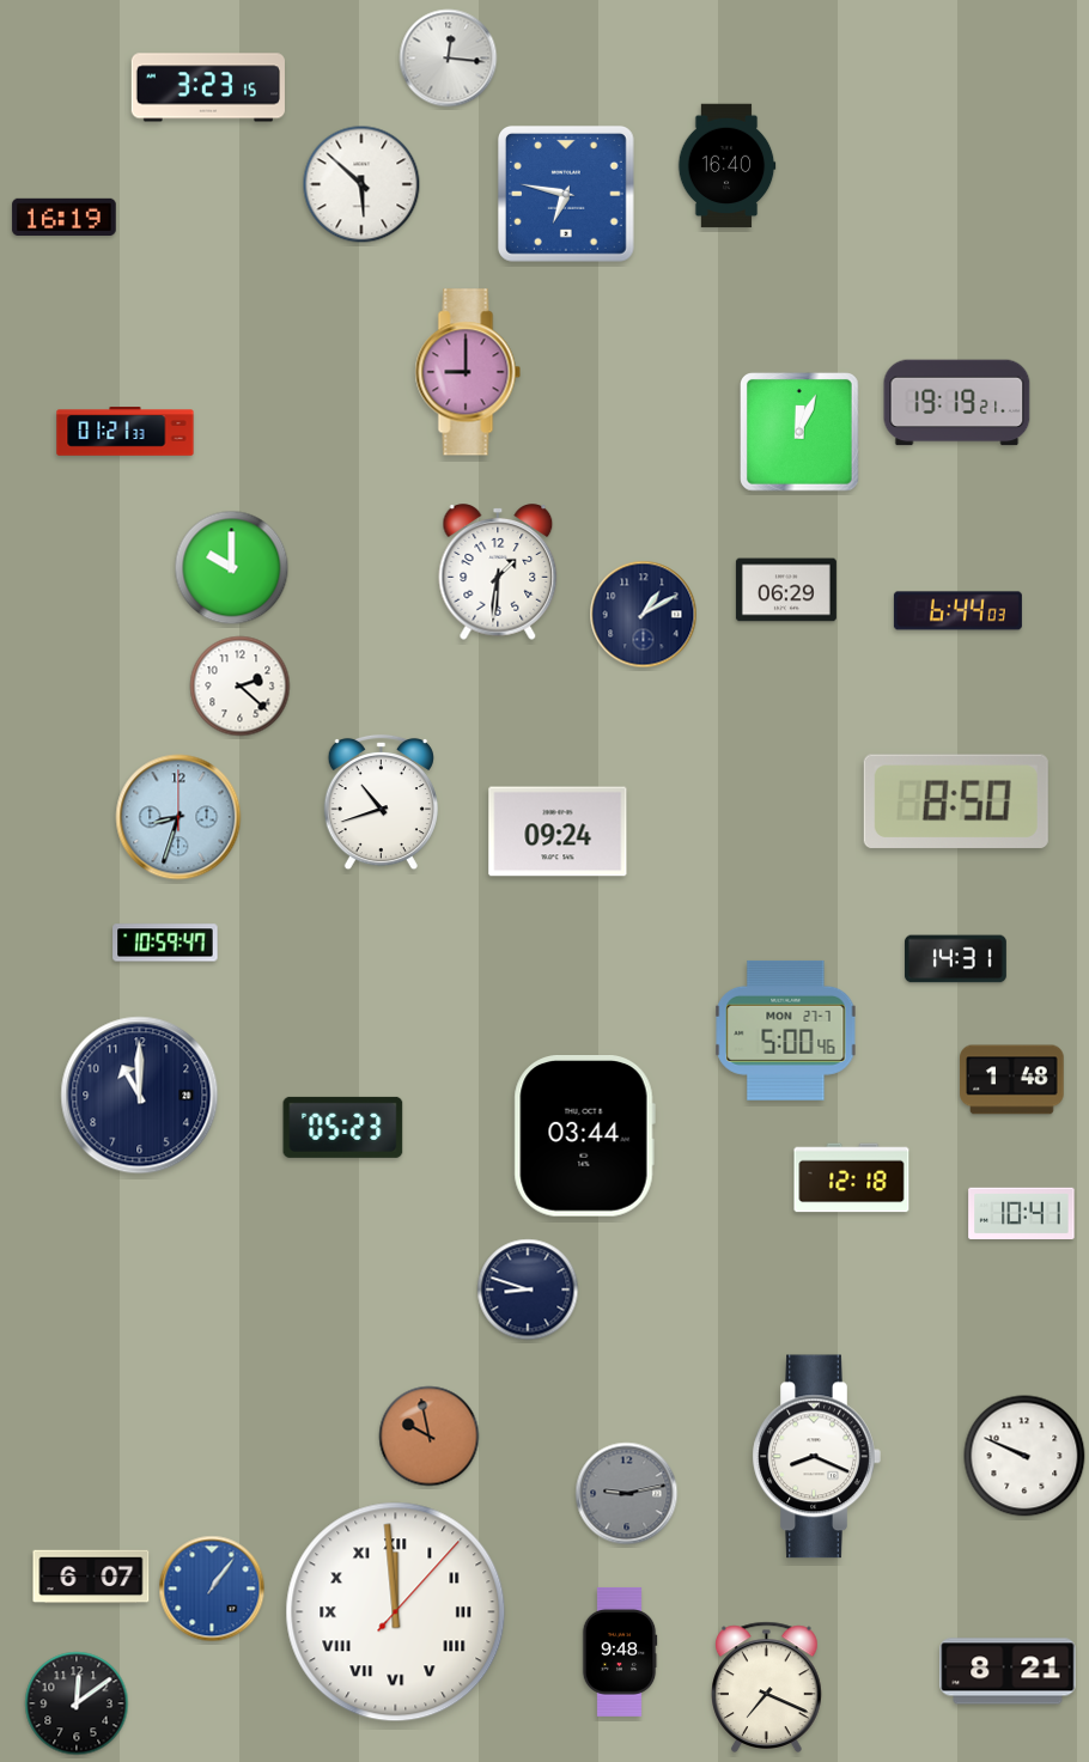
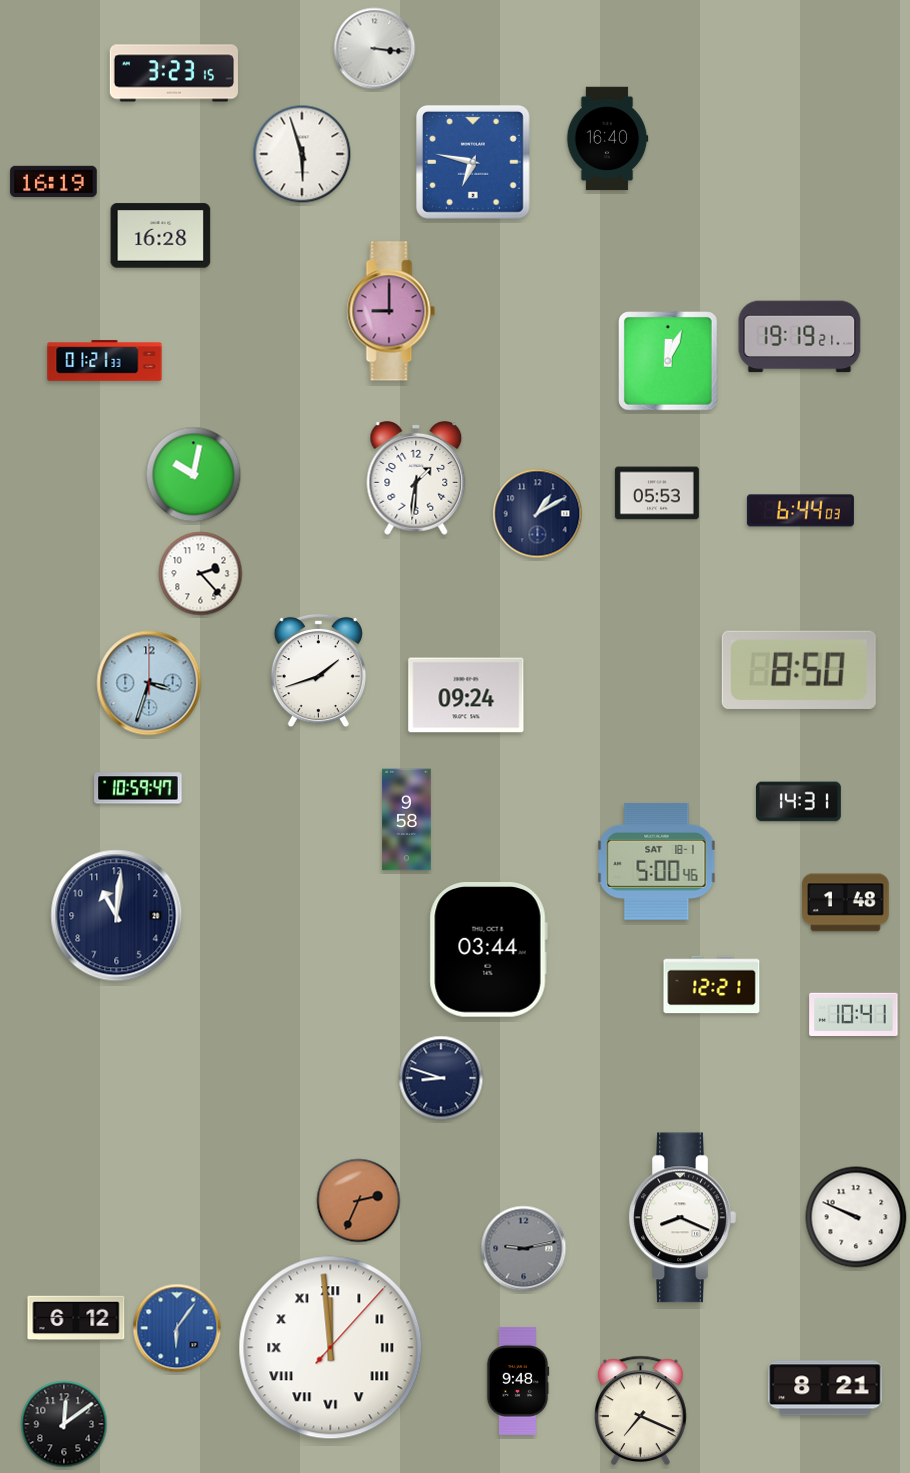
clock at (449, 59): 12:16 -> 3:16
clock at (361, 184): 5:52 -> 5:57
clock at (161, 236): none -> 16:28
clock at (232, 568): 10:00 -> 10:02
clock at (786, 590): 06:29 -> 05:53
clock at (241, 687): 2:22 -> 2:23
clock at (381, 803): 10:42 -> 1:42
clock at (178, 817): 8:33 -> 3:33
clock at (407, 820): none -> 9:58
clock at (786, 1030) date: MON 27-7 -> SAT 18-1
clock at (140, 1096): 11:00 -> 11:01
clock at (343, 1127): 05:23 -> none
clock at (852, 1178): 12:18 -> 12:21
clock at (430, 1437): 9:58 -> 2:34
clock at (91, 1577): 6:07 -> 6:12
clock at (212, 1589): 1:06 -> 6:06
clock at (1008, 1671) position: (1008, 1671) -> (825, 1388)
